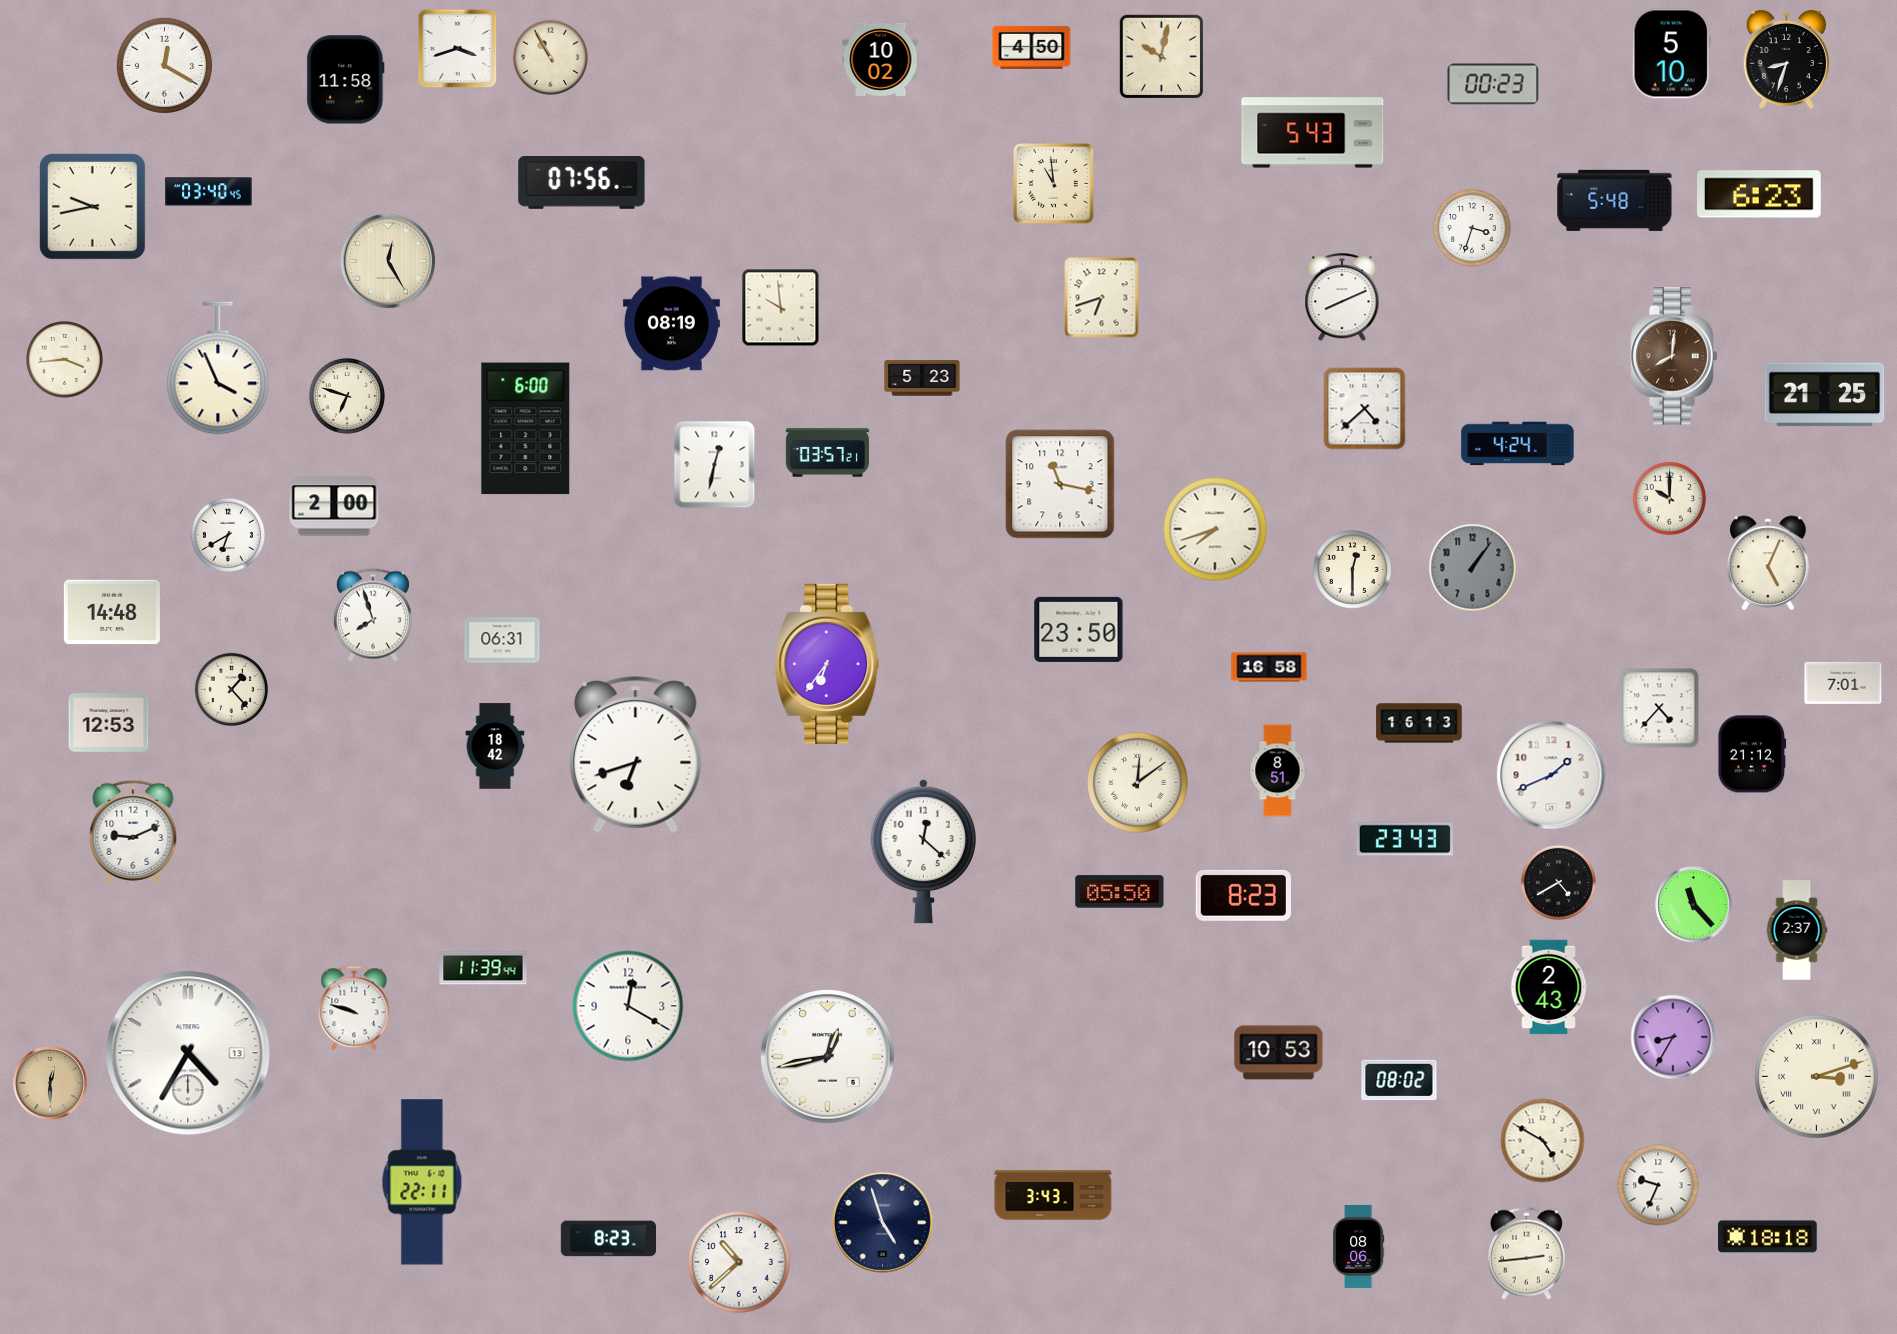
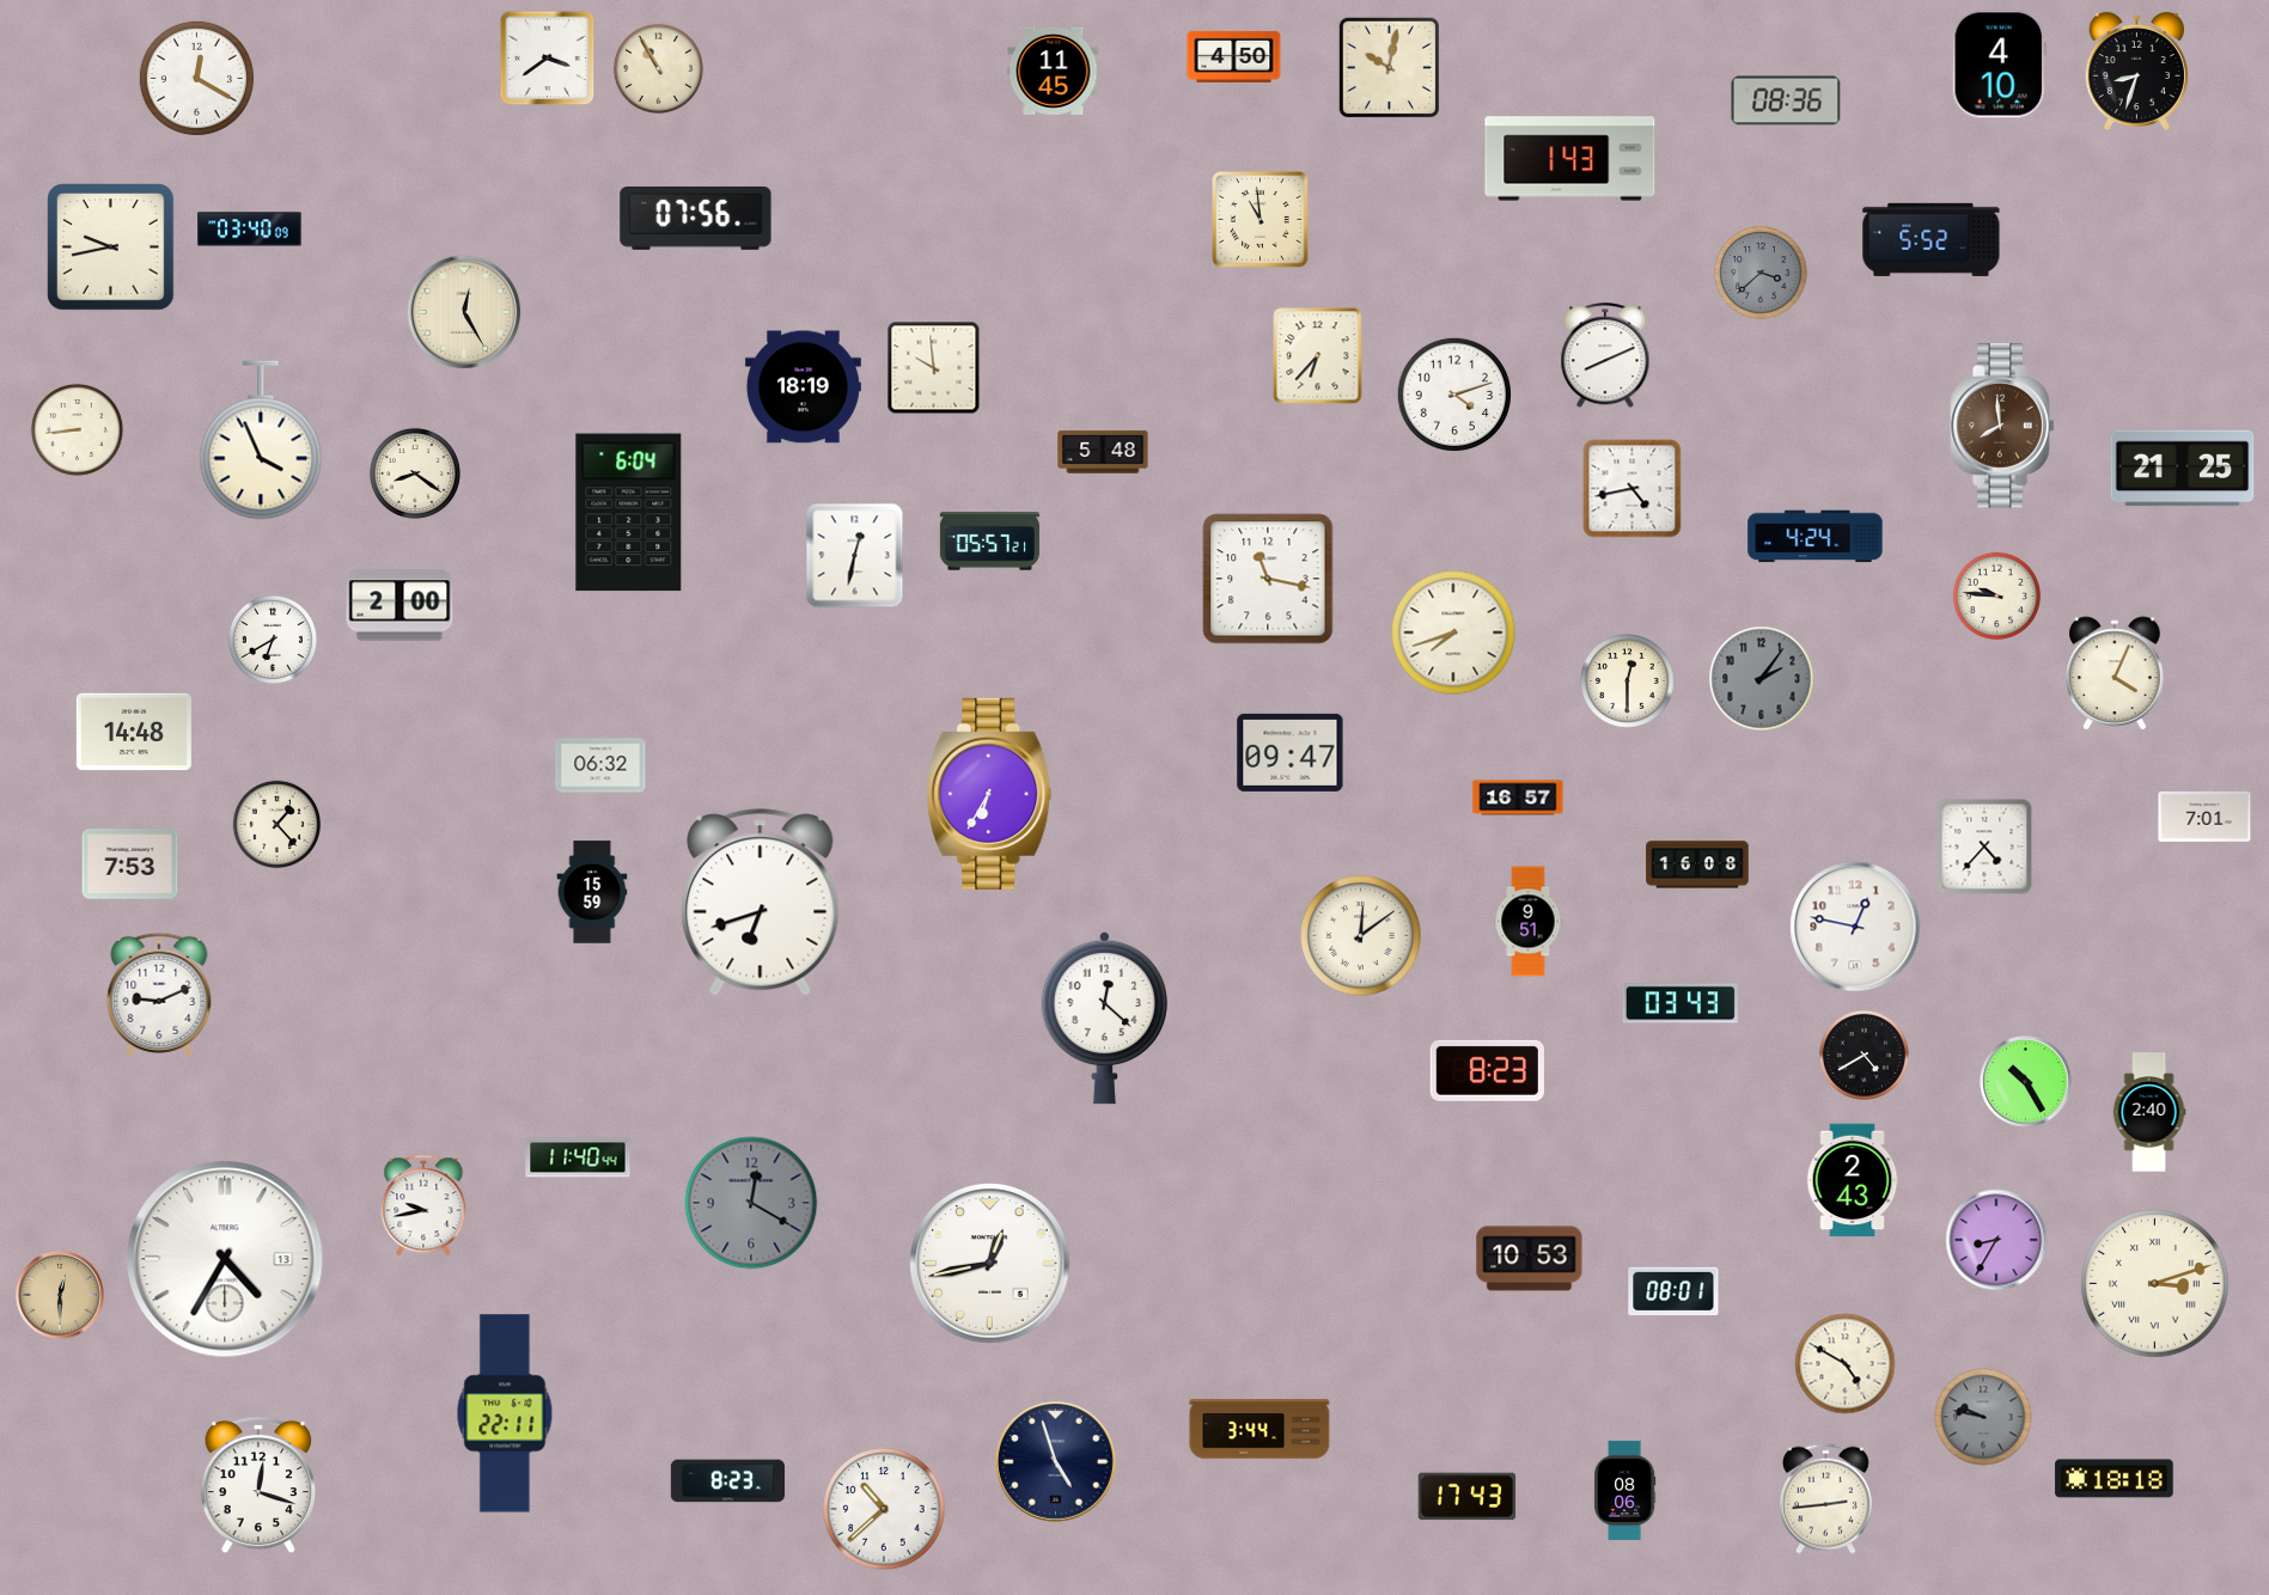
clock at (458, 49): 3:42 -> 3:39
clock at (1671, 54): 5:10 -> 4:10
clock at (881, 59): 10:02 -> 11:45
clock at (346, 80): 11:58 -> none
clock at (1493, 84): 00:23 -> 08:36
clock at (1313, 133): 5:43 -> 1:43
clock at (209, 192): 03:40:45 -> 03:40:09
clock at (1760, 194): 6:23 -> none
clock at (1615, 200): 5:48 -> 5:52
clock at (1473, 229): 3:33 -> 3:38
clock at (1473, 229) dial: white -> grey
clock at (1102, 298): 6:42 -> 6:37
clock at (671, 324): 08:19 -> 18:19
clock at (1453, 393): none -> 4:12
clock at (1674, 356): 8:01 -> 7:59
clock at (64, 359): 3:44 -> 8:44
clock at (922, 378): 5:23 -> 5:48
clock at (1825, 395) position: (1825, 395) -> (2183, 469)
clock at (347, 396): 6:48 -> 8:21
clock at (1365, 409): 4:38 -> 4:43
clock at (526, 429): 6:00 -> 6:04
clock at (1518, 444) position: (1518, 444) -> (1816, 537)
clock at (827, 453): 03:57 -> 05:57
clock at (1670, 499): 10:00 -> 9:46
clock at (1768, 563): 5:04 -> 4:04
clock at (1473, 568): 1:06 -> 2:06
clock at (1353, 570) position: (1353, 570) -> (1628, 682)
clock at (373, 615): 7:57 -> none
clock at (1079, 629): 23:50 -> 09:47
clock at (502, 640): 06:31 -> 06:32
clock at (827, 664): 6:36 -> 6:35
clock at (1269, 667): 16:58 -> 16:57
clock at (109, 723): 12:53 -> 7:53
clock at (1419, 723): 16:13 -> 16:08
clock at (495, 746): 18:42 -> 15:59
clock at (1752, 754): 21:12 -> none
clock at (1278, 771): 8:51 -> 9:51
clock at (1551, 775): 1:41 -> 12:47
clock at (1405, 839): 23:43 -> 03:43
clock at (1120, 892): 05:50 -> none
clock at (1694, 905): 11:23 -> 10:25
clock at (1797, 930): 2:37 -> 2:40
clock at (483, 968): 11:39 -> 11:40
clock at (628, 1006) dial: white -> grey
clock at (354, 1008): 9:48 -> 9:43
clock at (1673, 1037) position: (1673, 1037) -> (1996, 1240)
clock at (1817, 1077) position: (1817, 1077) -> (2155, 1284)
clock at (1399, 1080): 08:02 -> 08:01
clock at (1658, 1185): 9:34 -> 9:47
clock at (1658, 1185) dial: white -> grey
clock at (1053, 1195): 3:43 -> 3:44
clock at (257, 1485): none -> 12:18
clock at (1468, 1497): none -> 17:43
